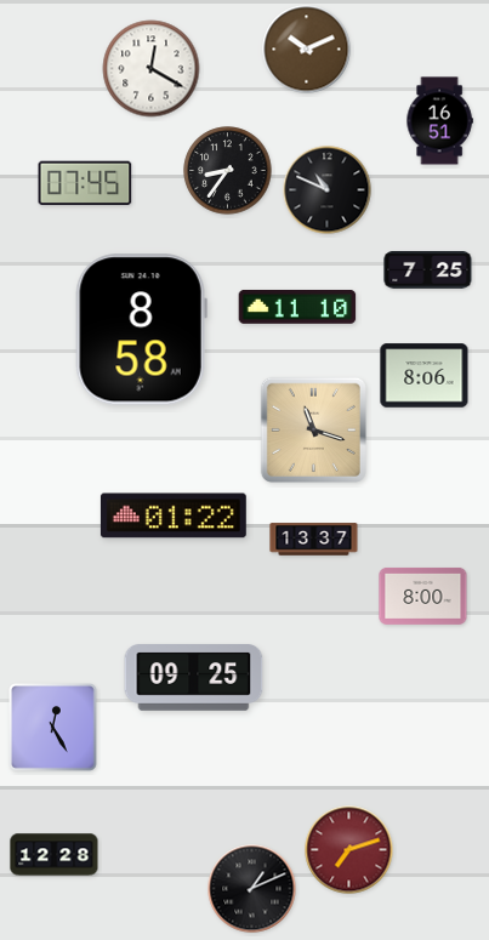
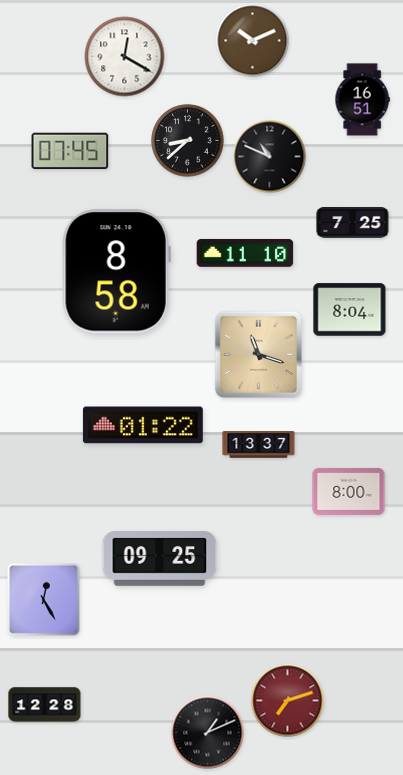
clock at (228, 171): 8:36 -> 8:38
clock at (425, 376): 8:06 -> 8:04
